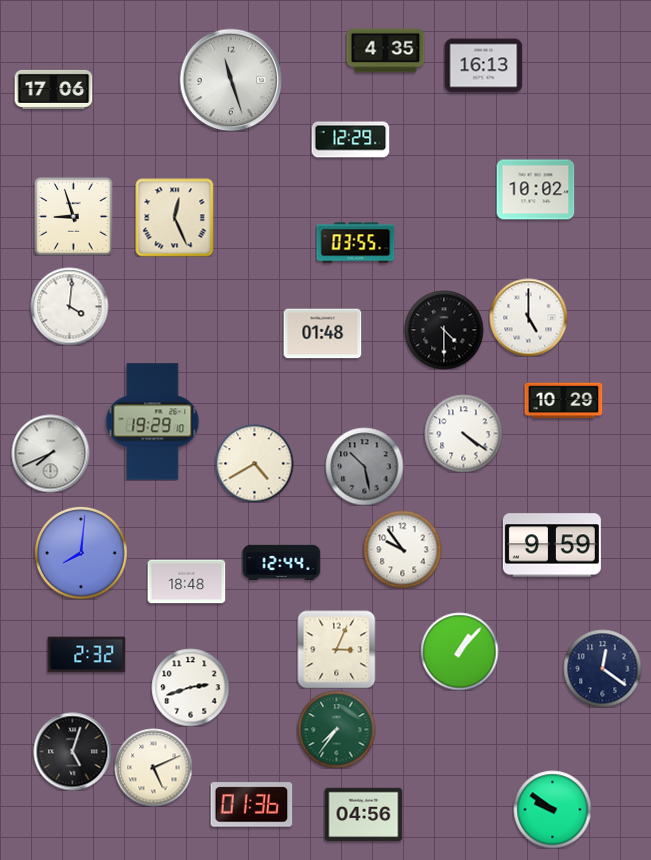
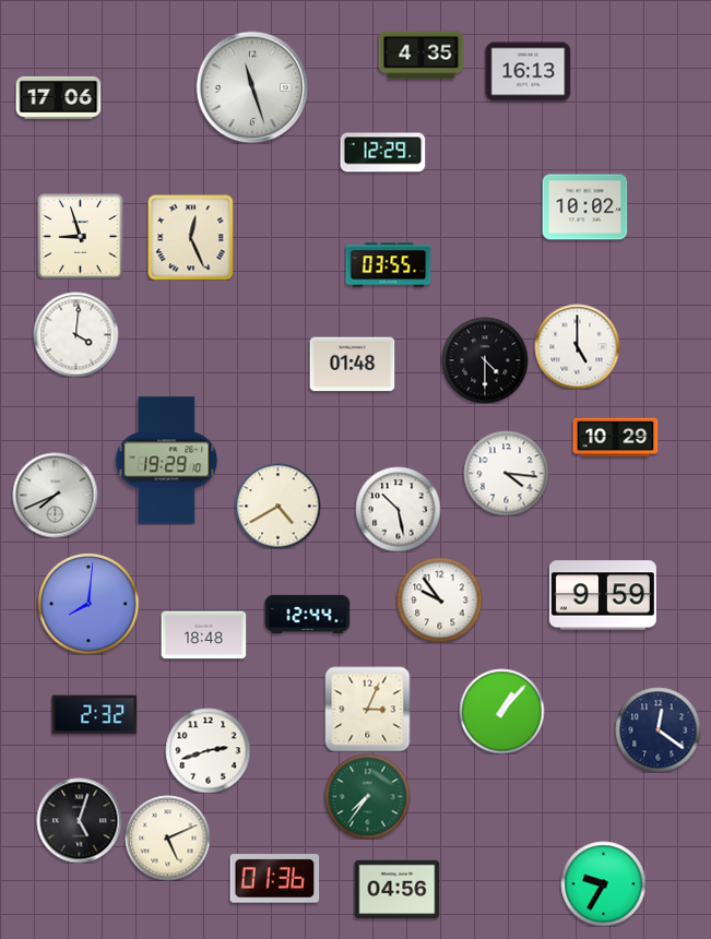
clock at (463, 433): 4:21 -> 4:16
clock at (364, 466) dial: grey -> white
clock at (552, 809): 9:51 -> 9:35
